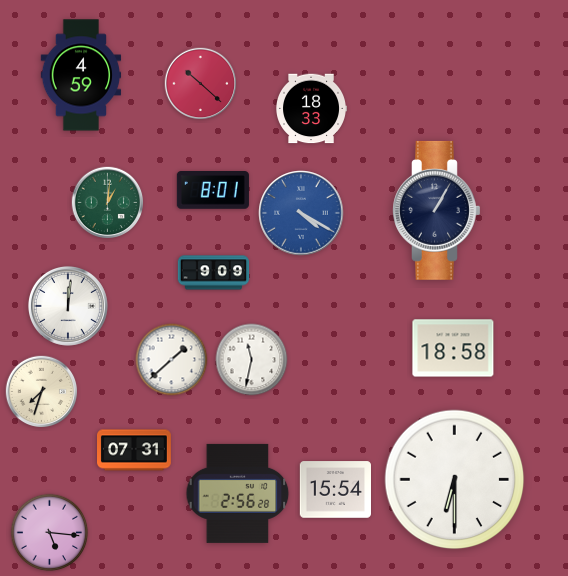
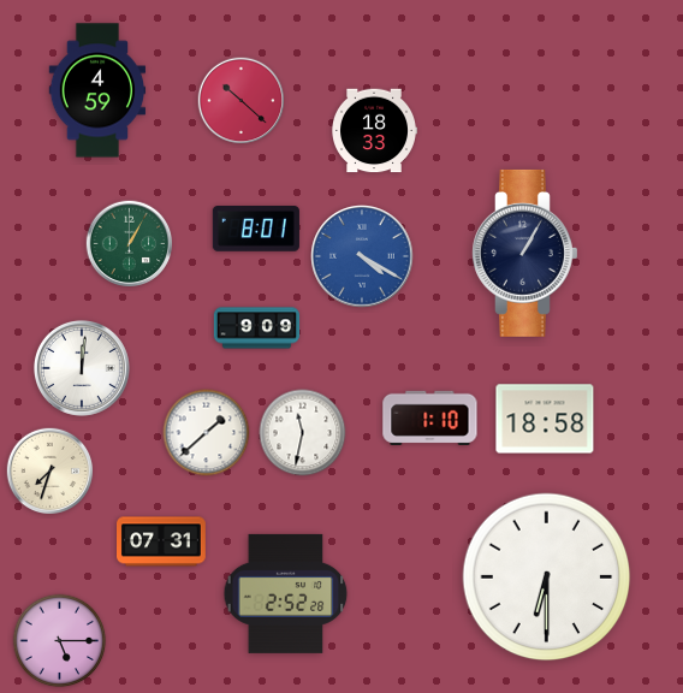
clock at (108, 203): 1:01 -> 1:05
clock at (430, 417): none -> 1:10
clock at (335, 490): 15:54 -> none
clock at (238, 493): 2:56 -> 2:52
clock at (50, 533): 5:16 -> 5:15
